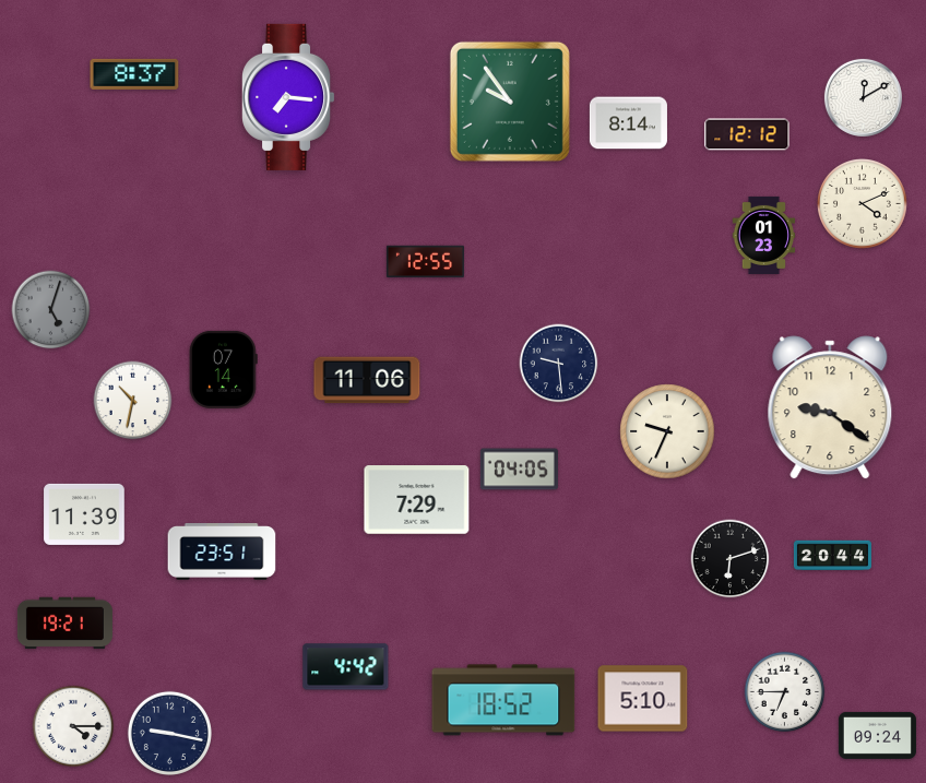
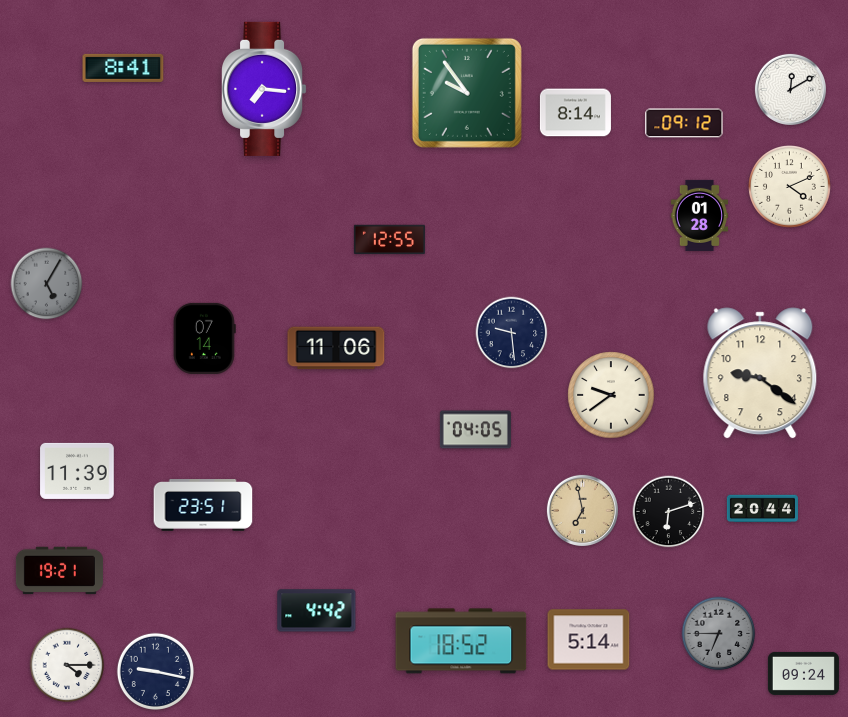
clock at (134, 74): 8:37 -> 8:41
clock at (747, 134): 12:12 -> 09:12
clock at (764, 235): 01:23 -> 01:28
clock at (51, 310): 5:03 -> 5:05
clock at (133, 401): 10:32 -> none
clock at (667, 431): 9:34 -> 9:39
clock at (417, 500): 7:29 -> none
clock at (582, 510): none -> 6:58
clock at (785, 692) dial: white -> grey
clock at (643, 699): 5:10 -> 5:14
